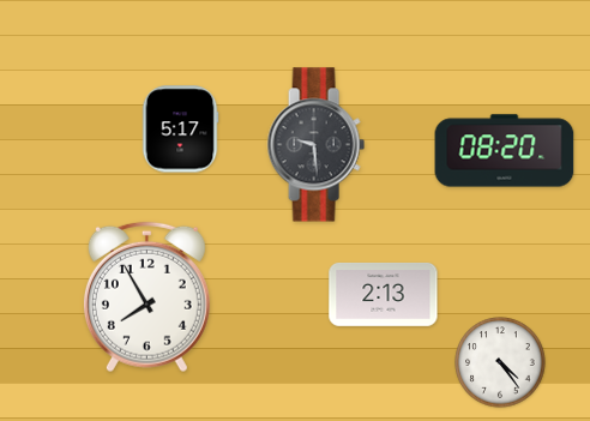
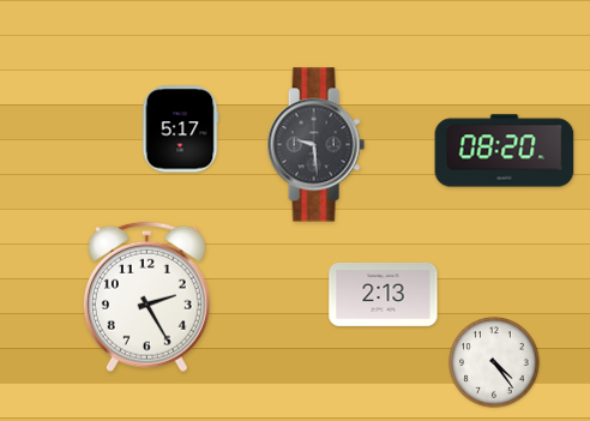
clock at (146, 297): 7:55 -> 2:25
clock at (500, 362) position: (500, 362) -> (494, 362)
